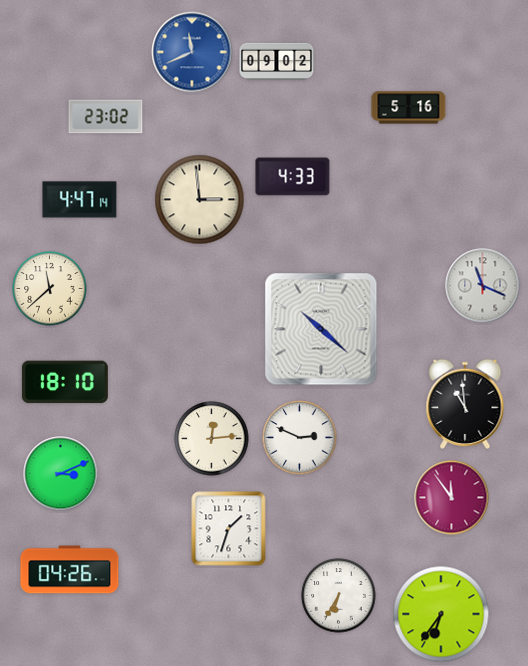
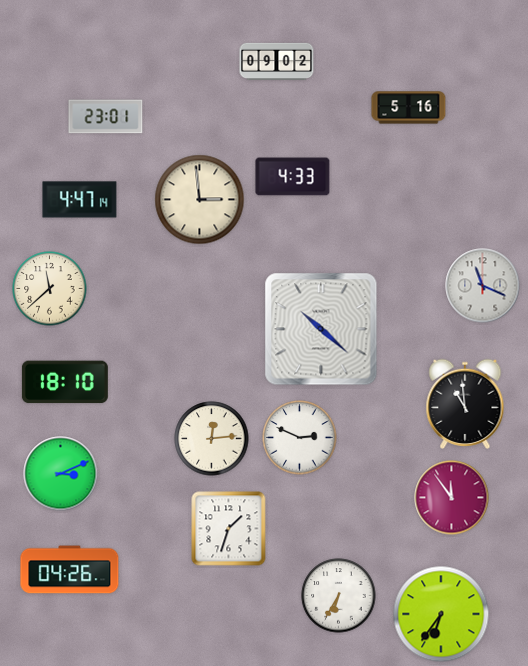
clock at (192, 52): 11:41 -> none
clock at (106, 117): 23:02 -> 23:01
